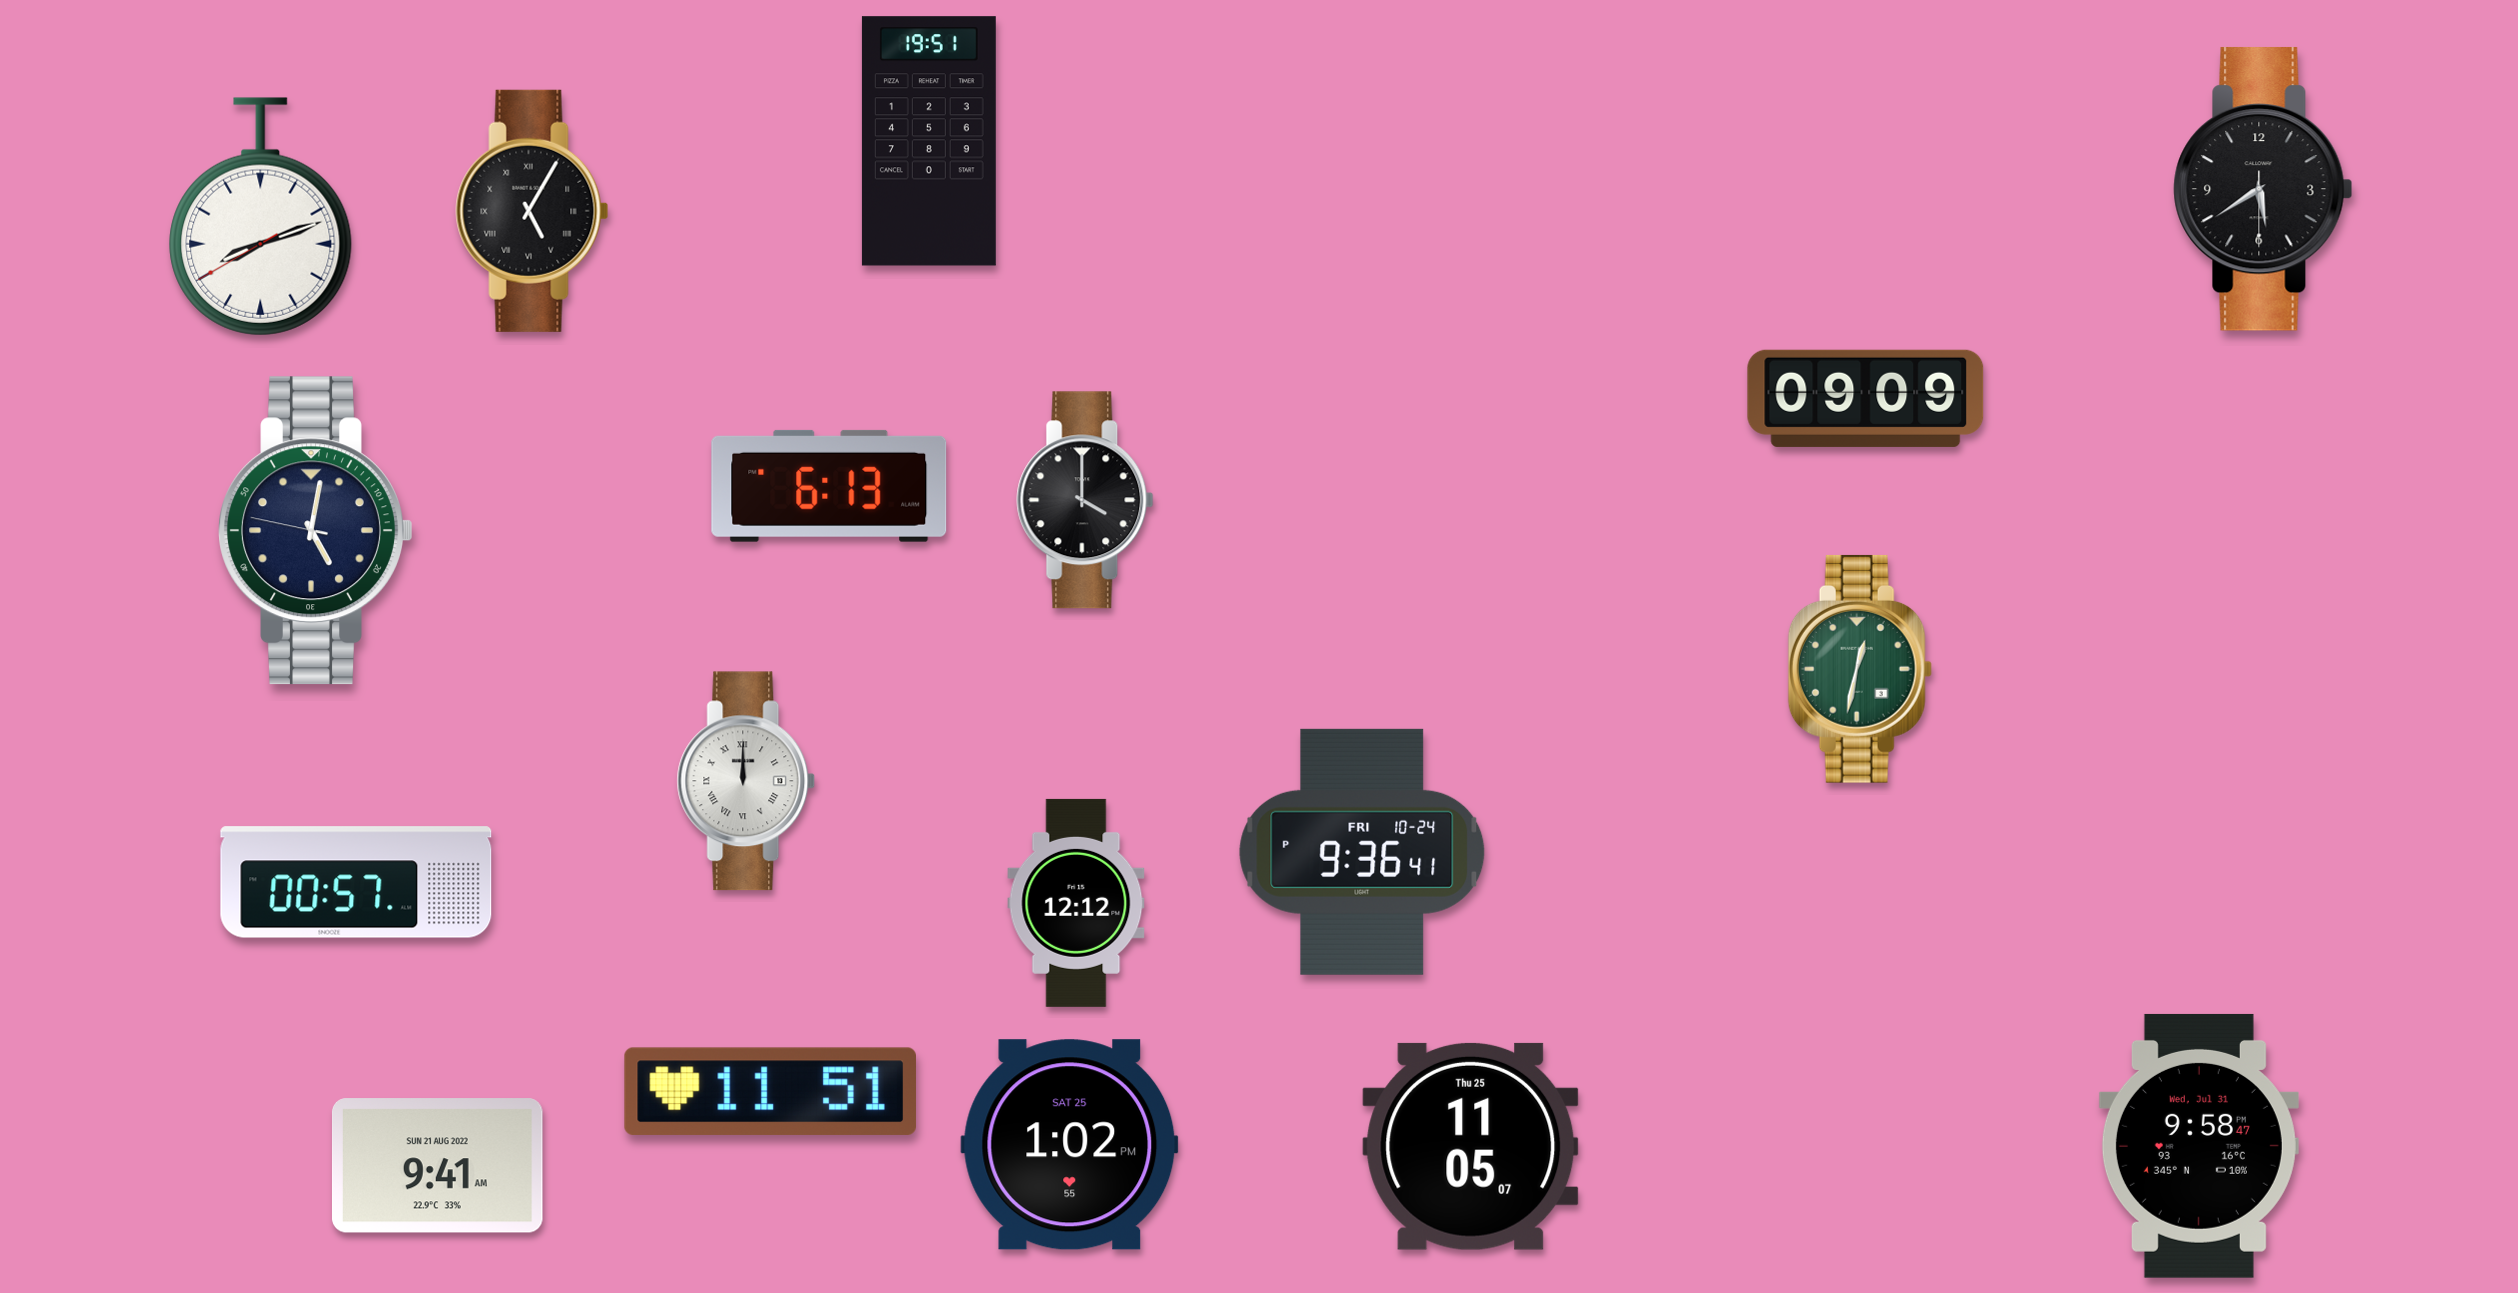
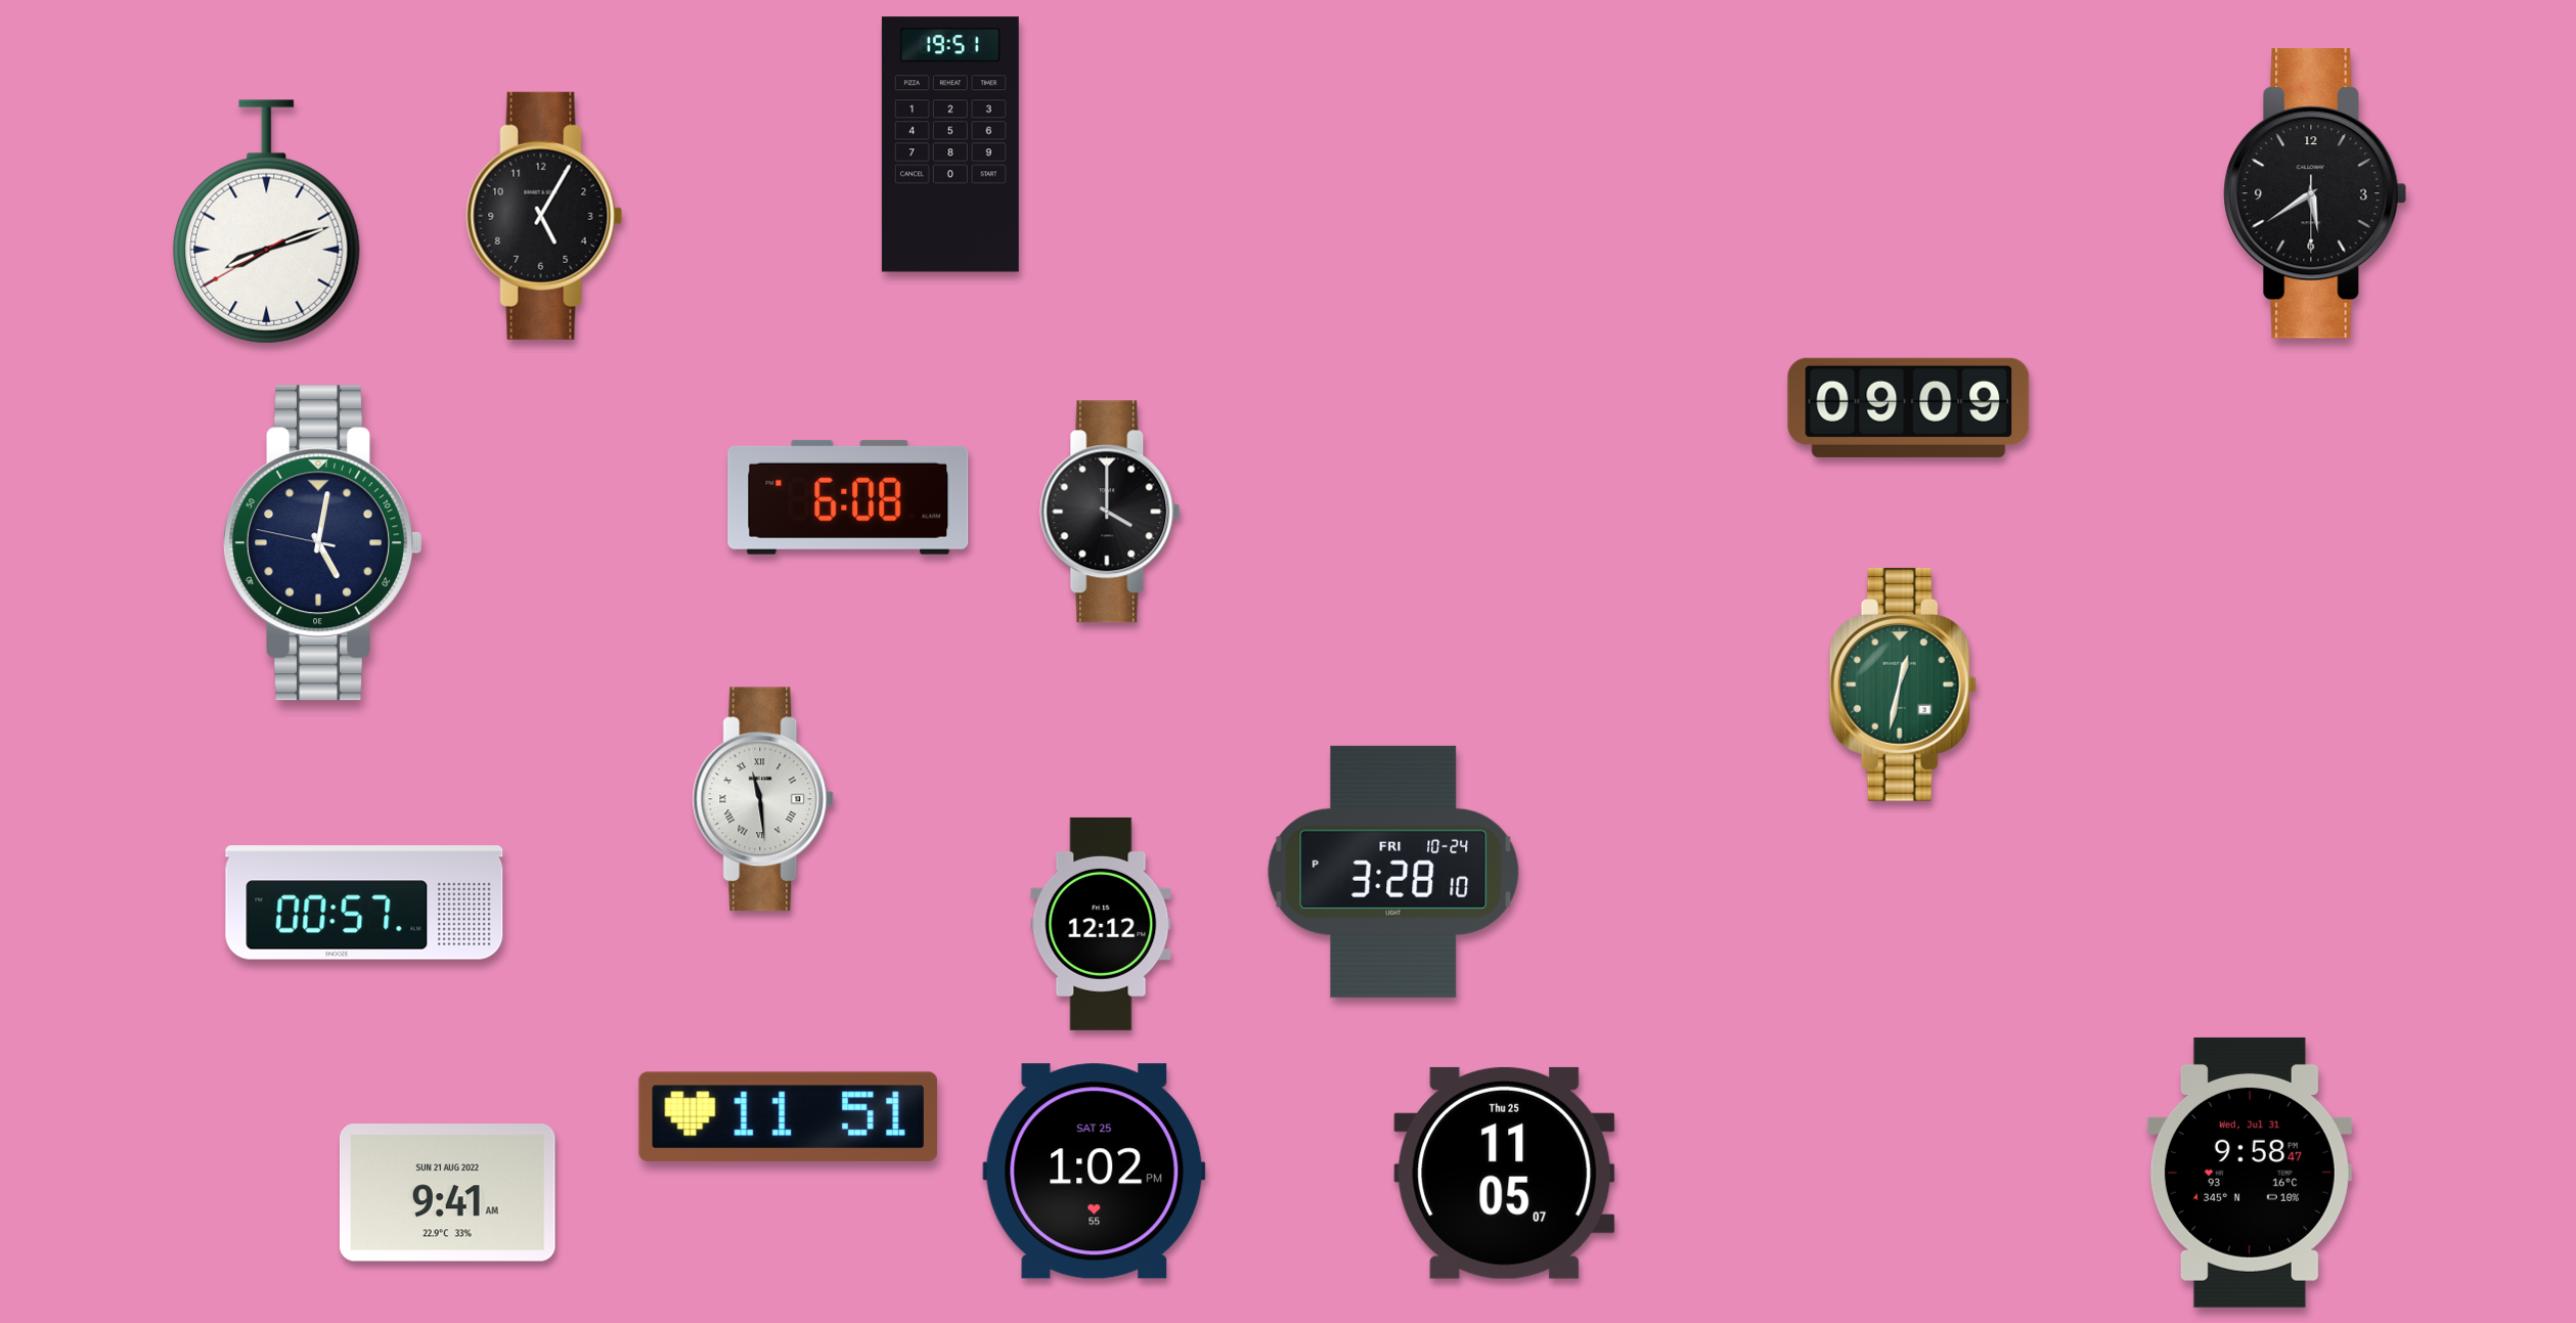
clock at (532, 211) numerals: Roman -> Arabic
clock at (829, 486): 6:13 -> 6:08
clock at (746, 781): 12:00 -> 11:29
clock at (1362, 852): 9:36 -> 3:28
